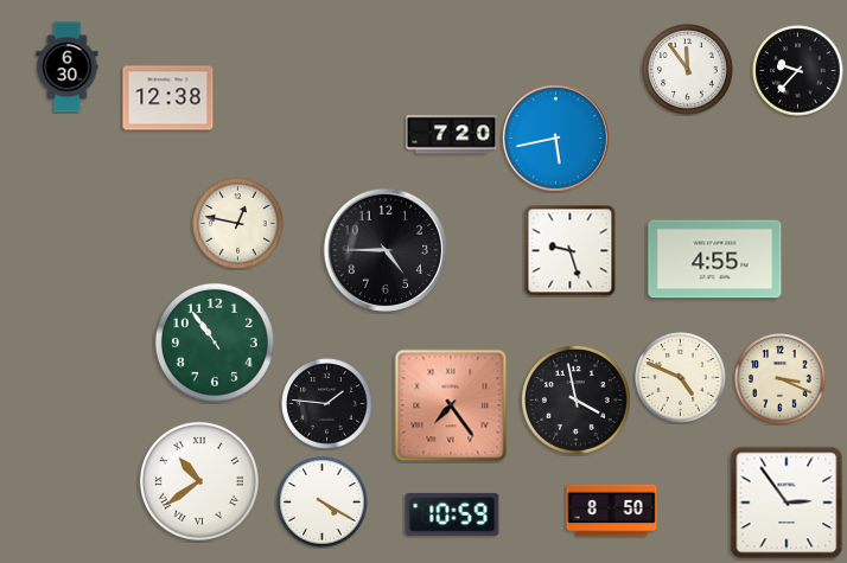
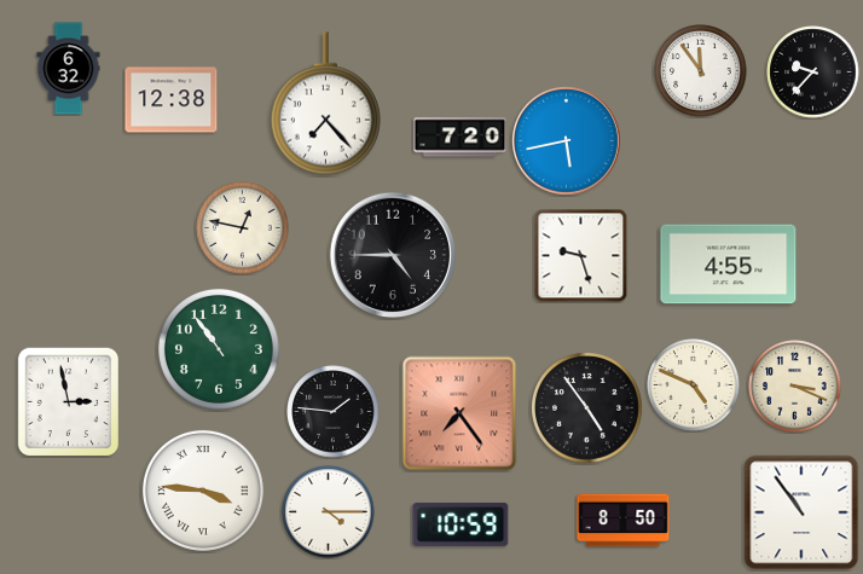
clock at (68, 68): 6:30 -> 6:32
clock at (325, 104): none -> 7:23
clock at (69, 402): none -> 2:58
clock at (577, 401): 3:58 -> 4:54
clock at (199, 481): 10:39 -> 3:46
clock at (323, 503): 4:20 -> 4:15
clock at (786, 503): 2:54 -> 10:54
